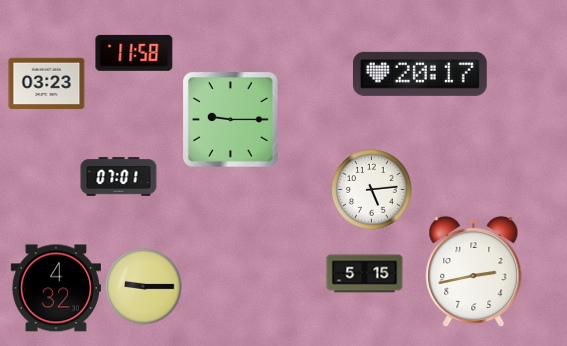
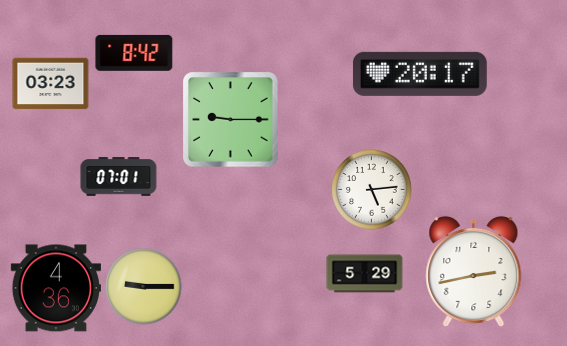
clock at (134, 53): 11:58 -> 8:42
clock at (47, 84) position: (47, 84) -> (51, 84)
clock at (365, 274): 5:15 -> 5:29
clock at (56, 288): 4:32 -> 4:36
